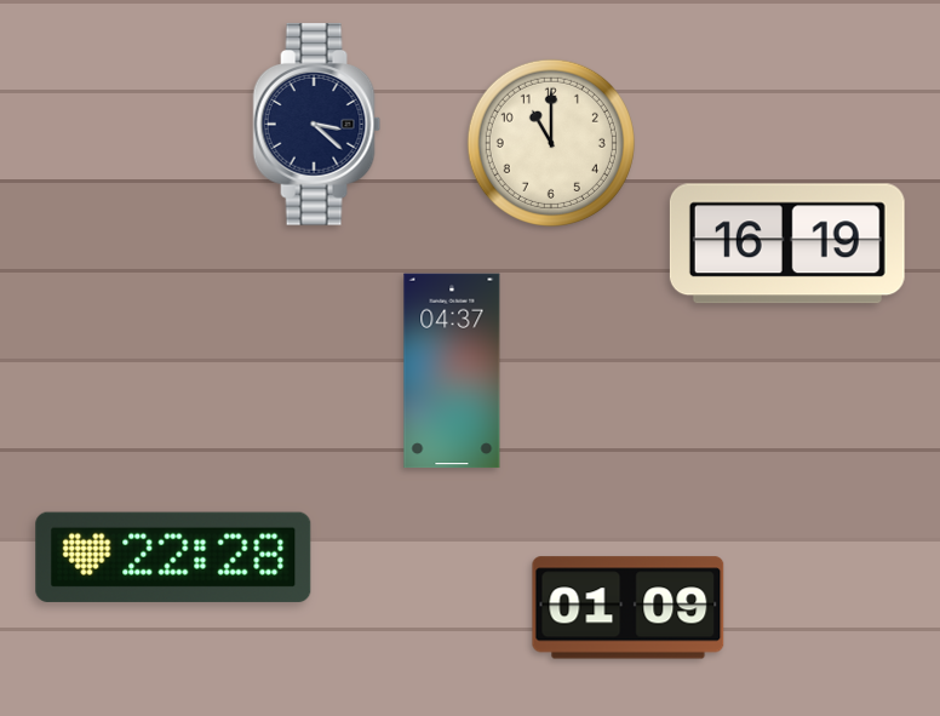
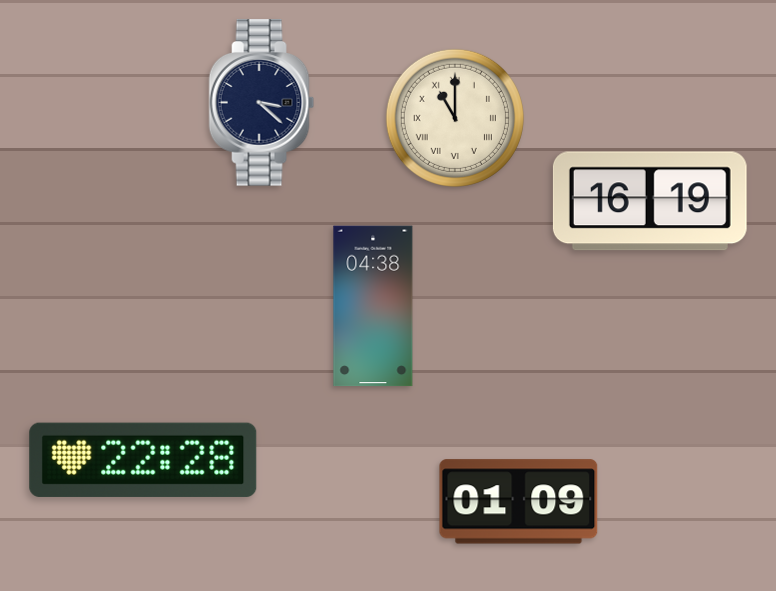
clock at (551, 143) numerals: Arabic -> Roman
clock at (452, 371): 04:37 -> 04:38
